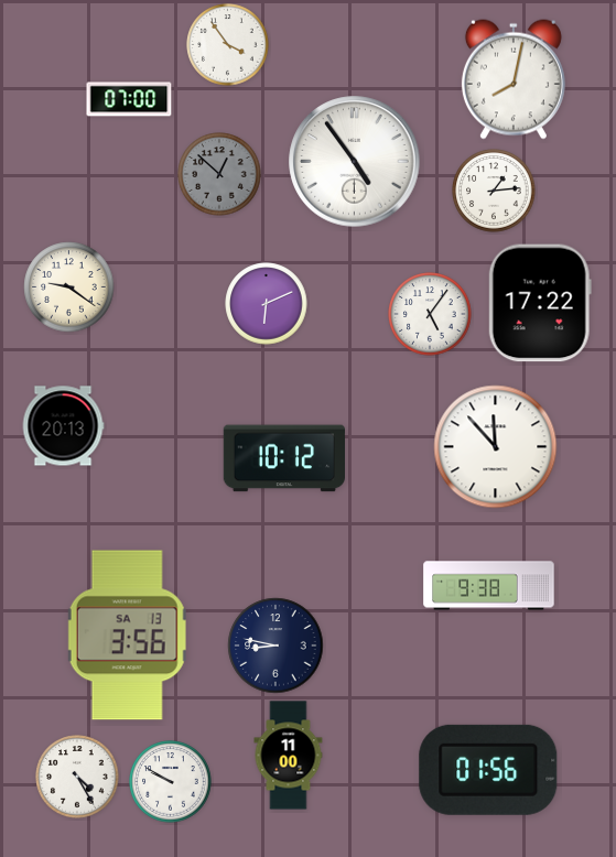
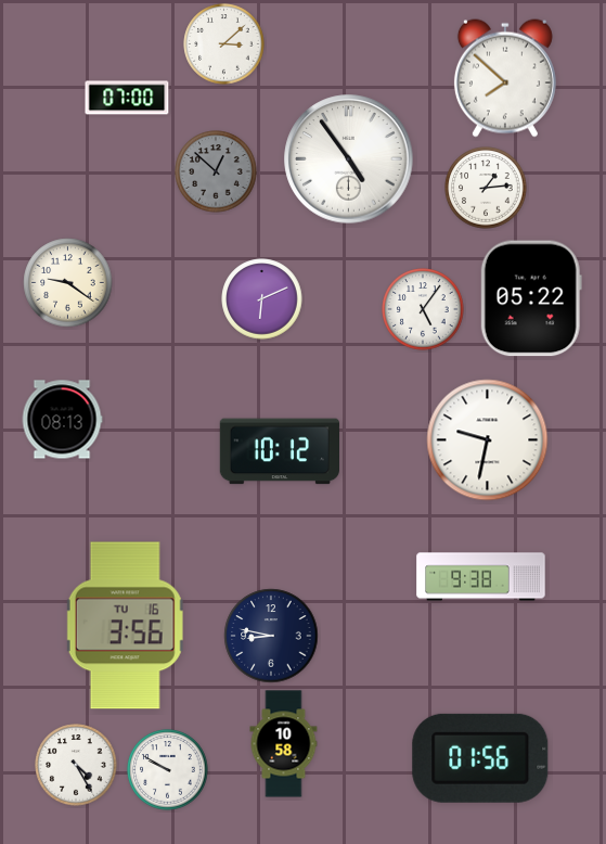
clock at (228, 45): 3:54 -> 3:08
clock at (514, 79): 8:02 -> 7:52
clock at (540, 303): 17:22 -> 05:22
clock at (63, 426): 20:13 -> 08:13
clock at (496, 447): 11:53 -> 9:32
clock at (127, 636) date: SA 13 -> TU 16
clock at (289, 756): 11:00 -> 10:58
